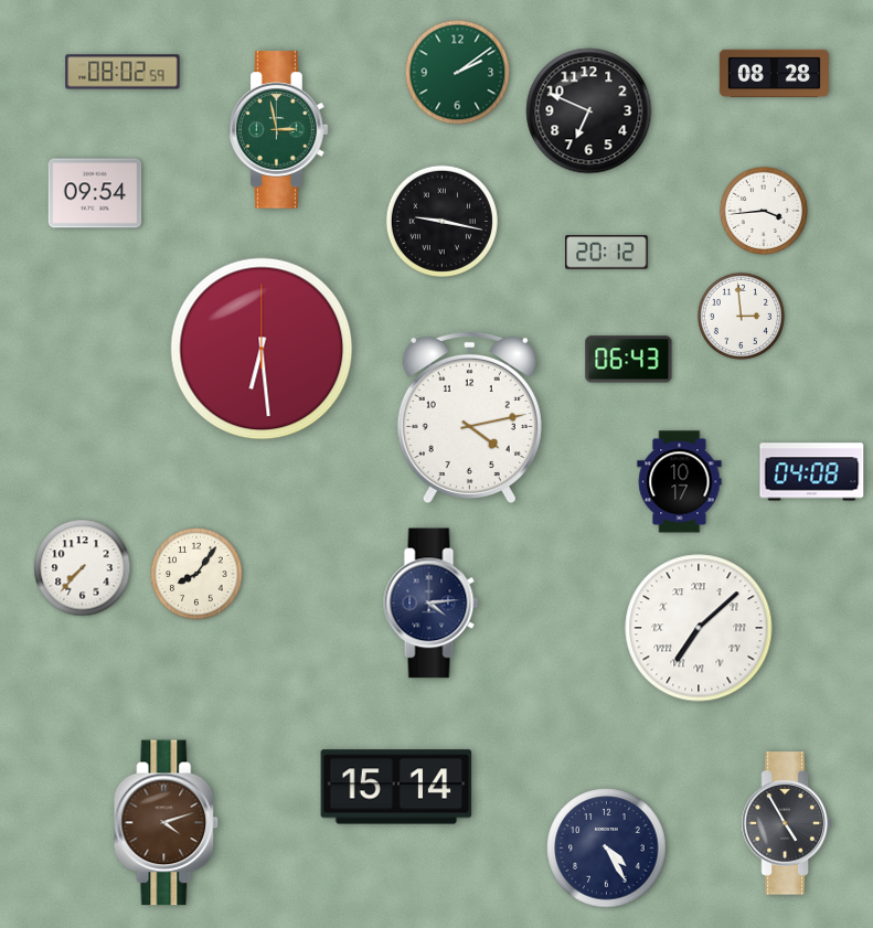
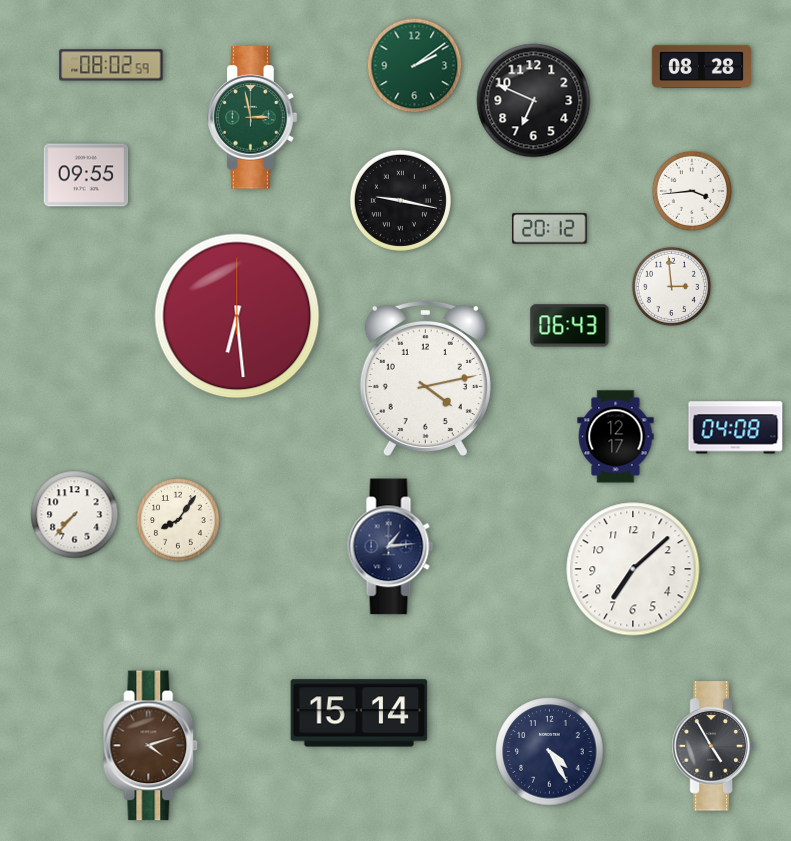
clock at (95, 193): 09:54 -> 09:55
clock at (680, 482): 10:17 -> 12:17
clock at (432, 604): 4:14 -> 1:14
clock at (699, 628) numerals: Roman -> Arabic
clock at (607, 849) position: (607, 849) -> (550, 752)
